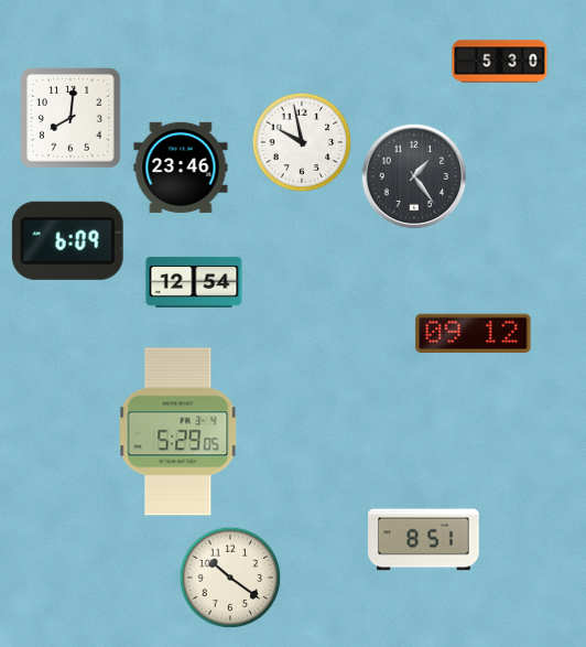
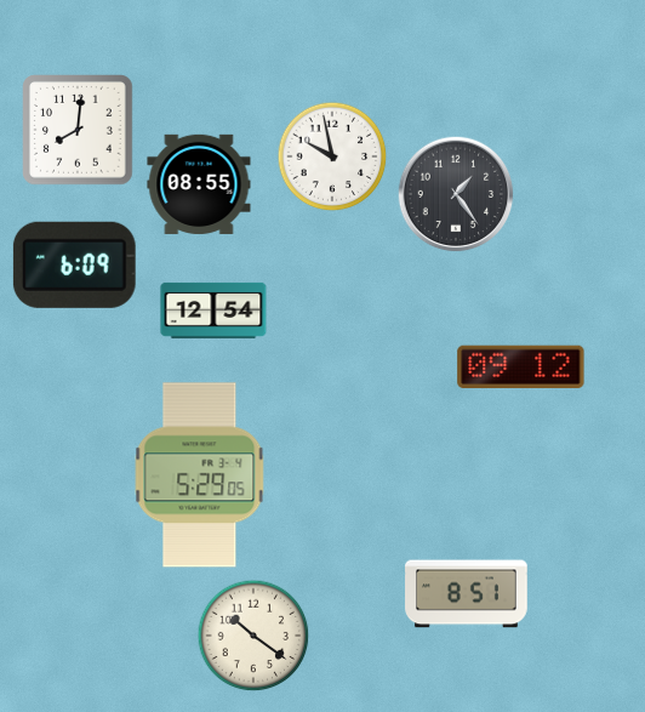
clock at (500, 62): 5:30 -> none
clock at (181, 168): 23:46 -> 08:55
clock at (178, 432) position: (178, 432) -> (200, 475)
